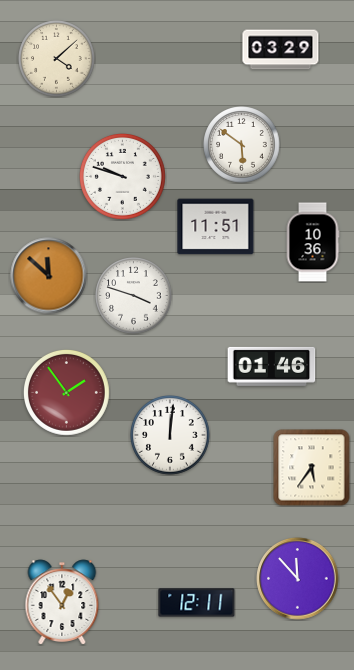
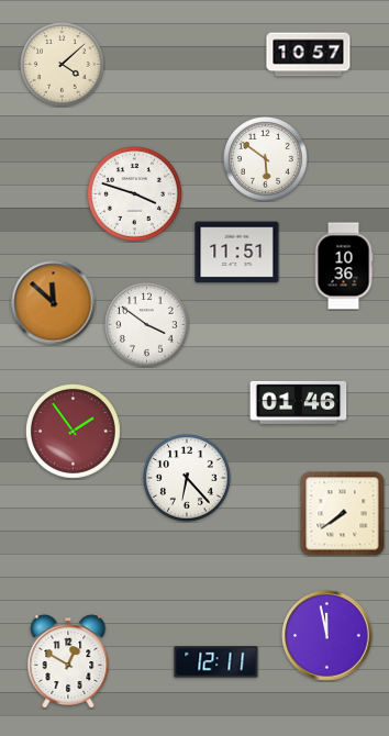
clock at (281, 50): 03:29 -> 10:57
clock at (122, 176): 9:48 -> 3:48
clock at (216, 227) position: (216, 227) -> (237, 253)
clock at (134, 296): 3:48 -> 3:51
clock at (171, 436): 12:01 -> 6:23
clock at (312, 468): 5:36 -> 7:39
clock at (298, 579): 11:53 -> 11:58
clock at (62, 602): 12:54 -> 12:50
